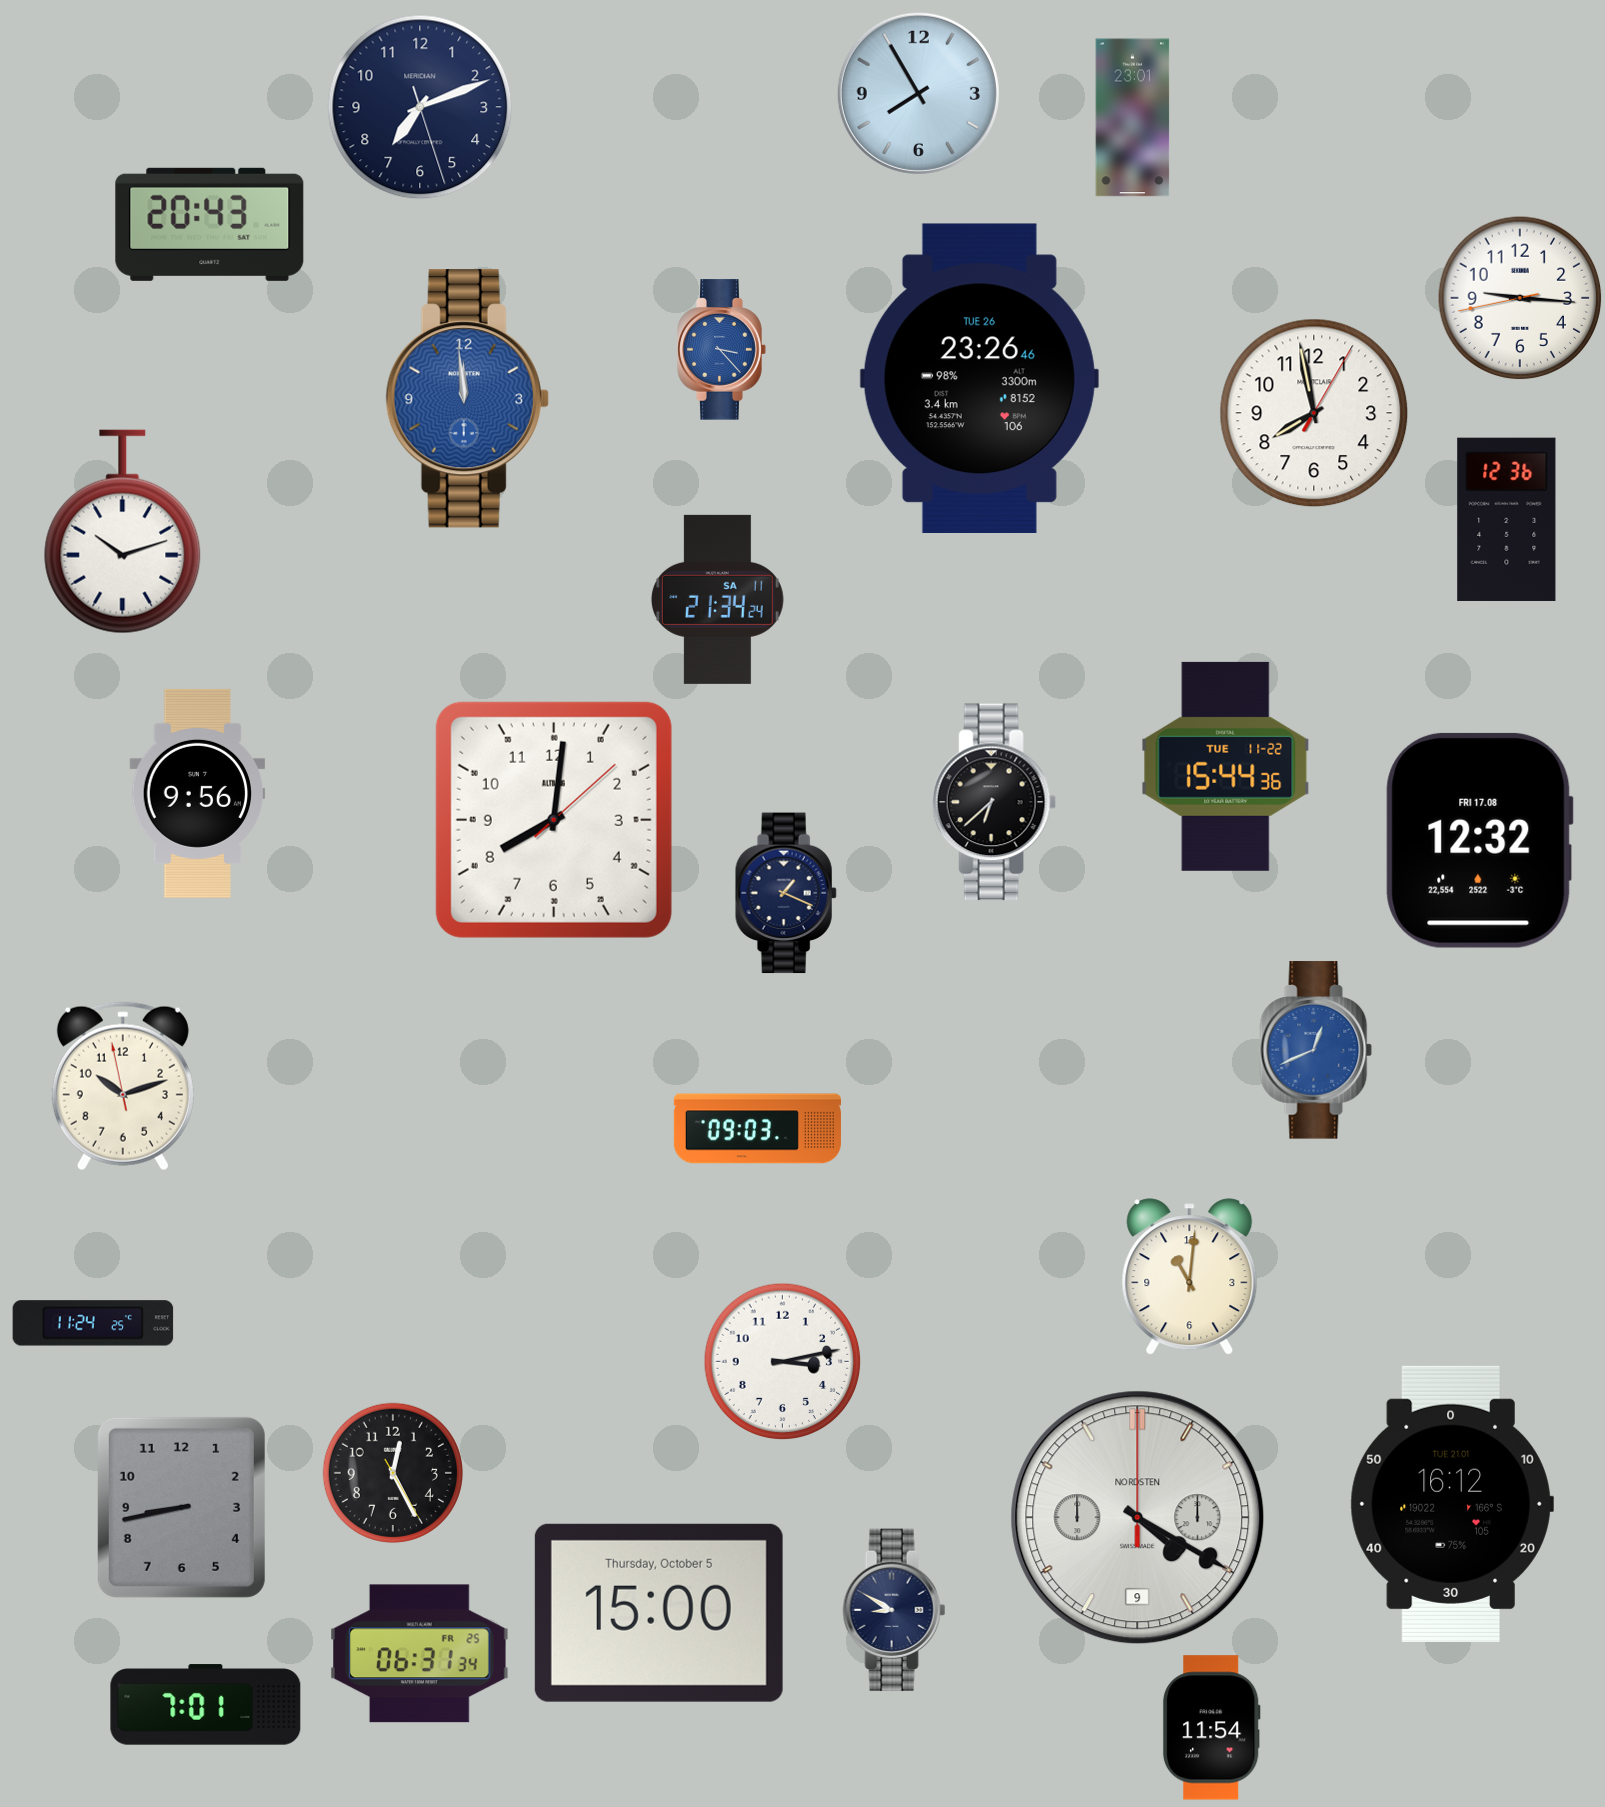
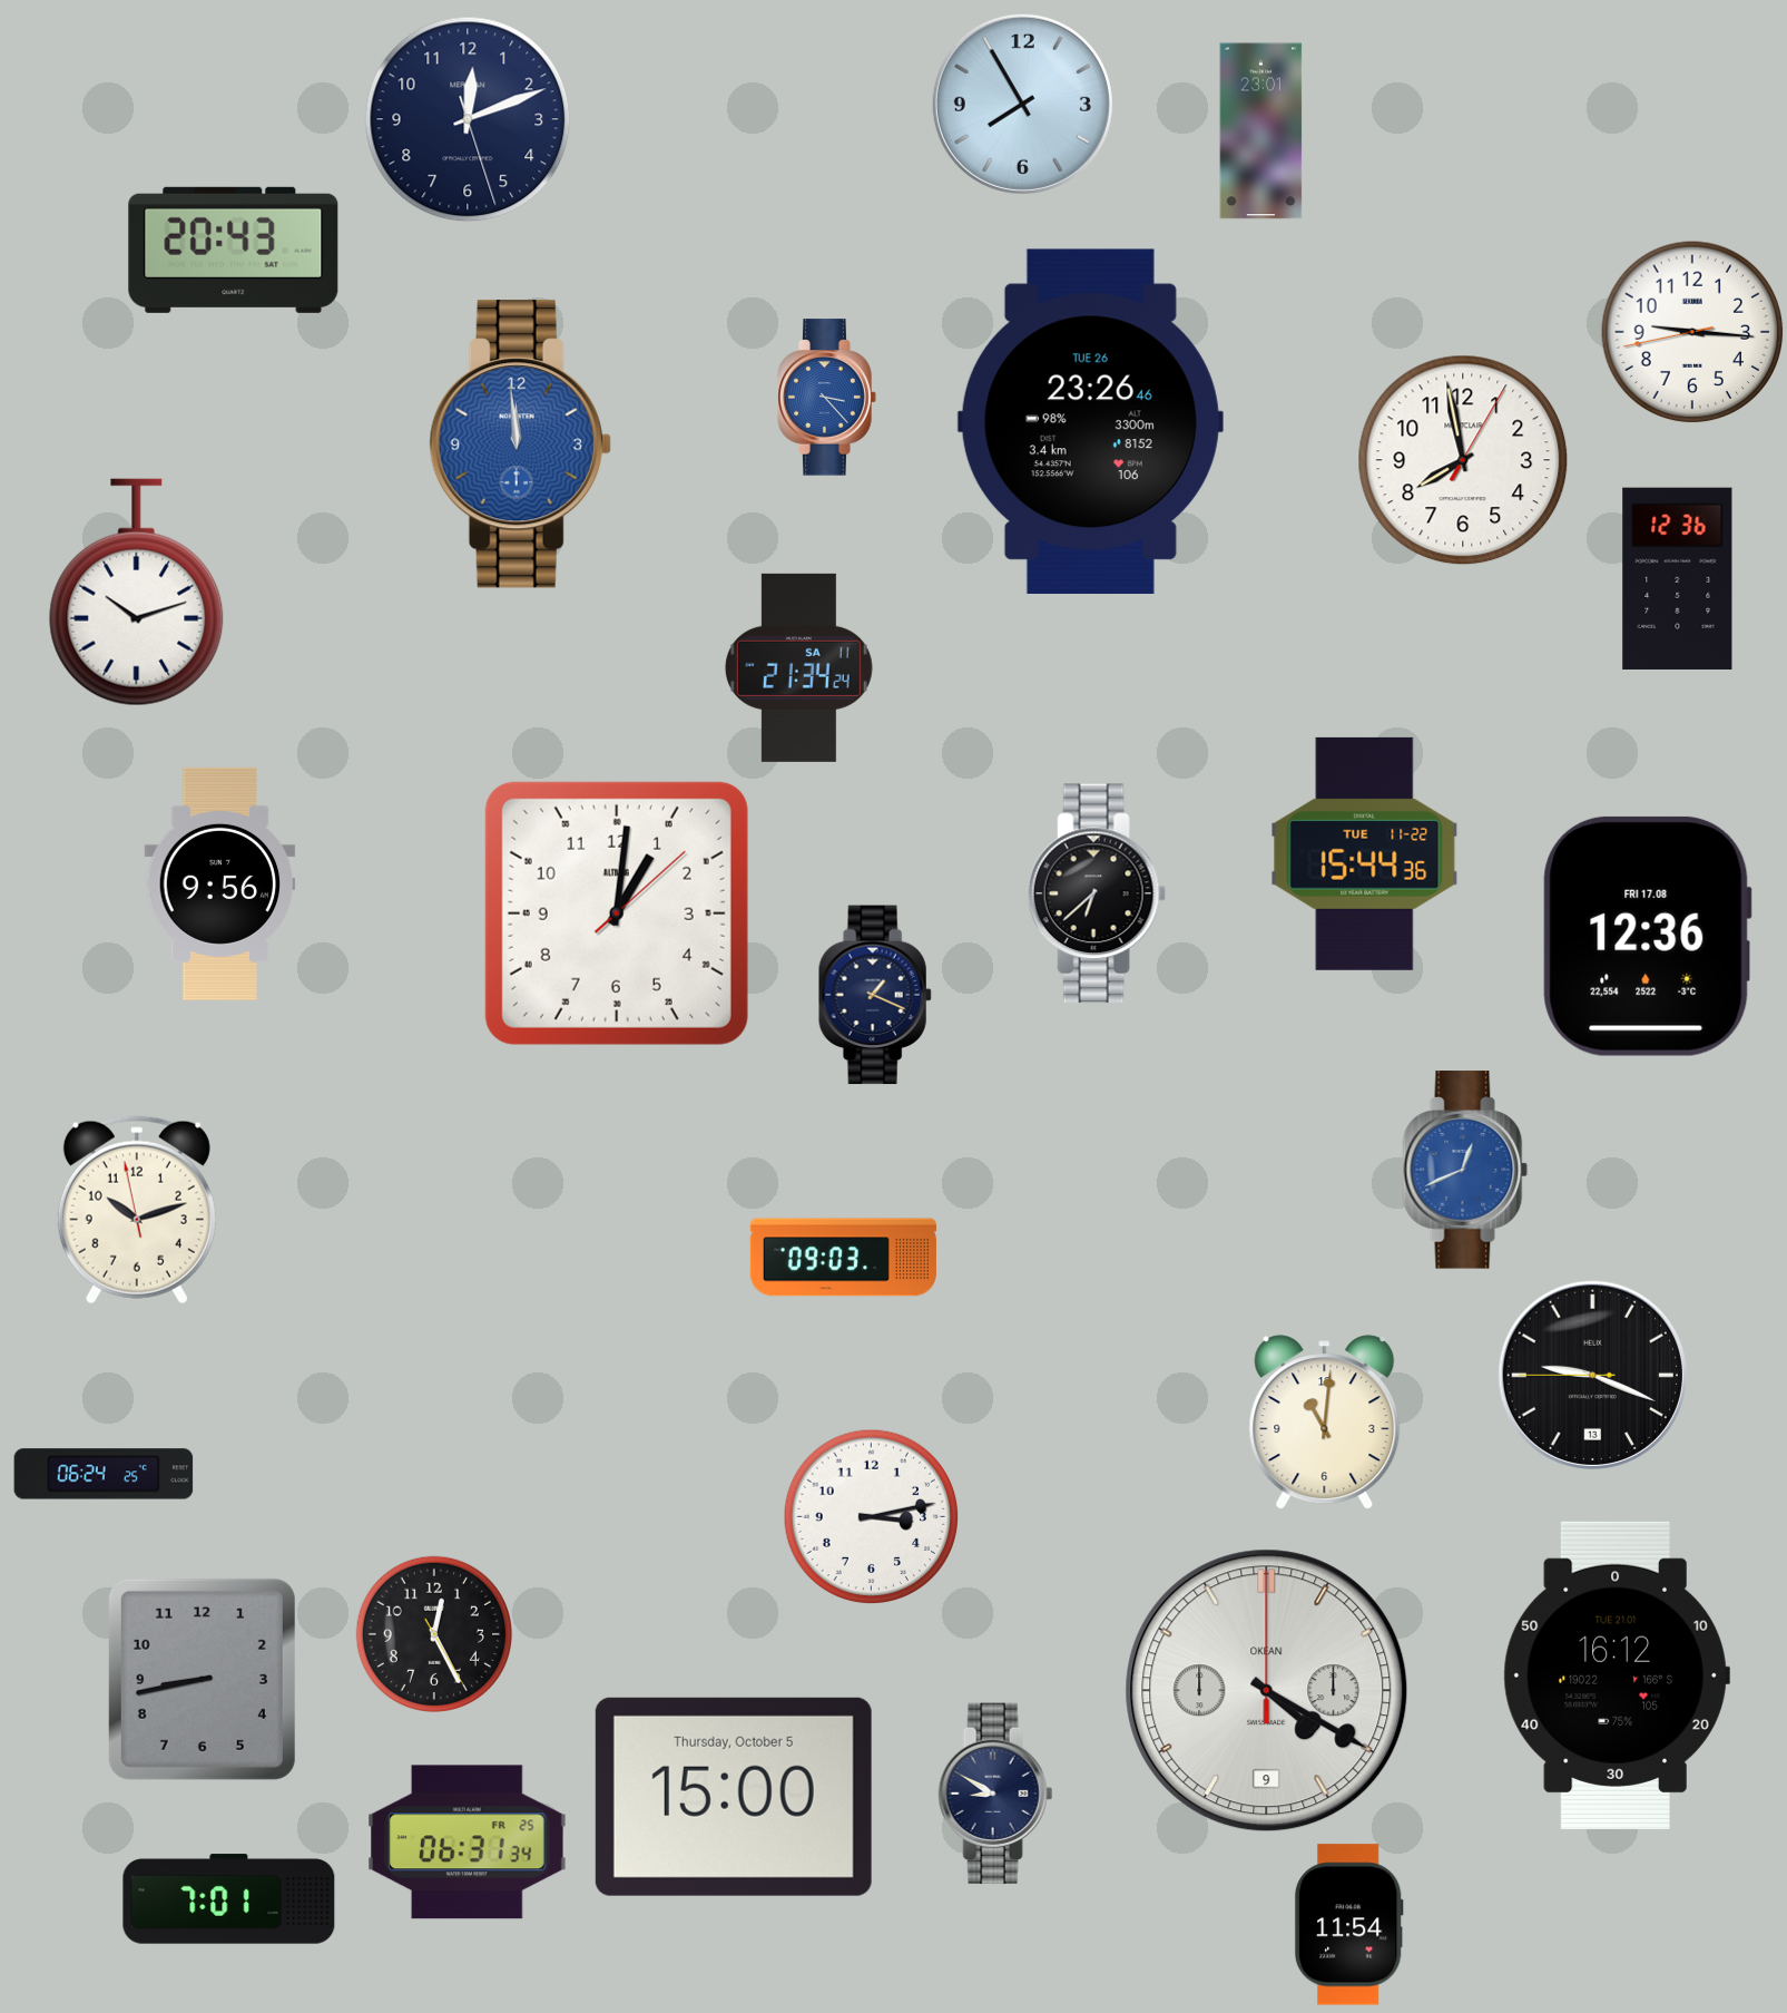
clock at (420, 107): 7:11 -> 12:11
clock at (722, 350) position: (722, 350) -> (827, 398)
clock at (994, 802) position: (994, 802) -> (1097, 893)
clock at (554, 820): 8:01 -> 1:01
clock at (1479, 840): 12:32 -> 12:36
clock at (1592, 1375): none -> 9:18
clock at (93, 1323): 11:24 -> 06:24
clock at (393, 1473) position: (393, 1473) -> (434, 1634)
clock at (1138, 1518) brand: NORDSTEN -> OKEAN
